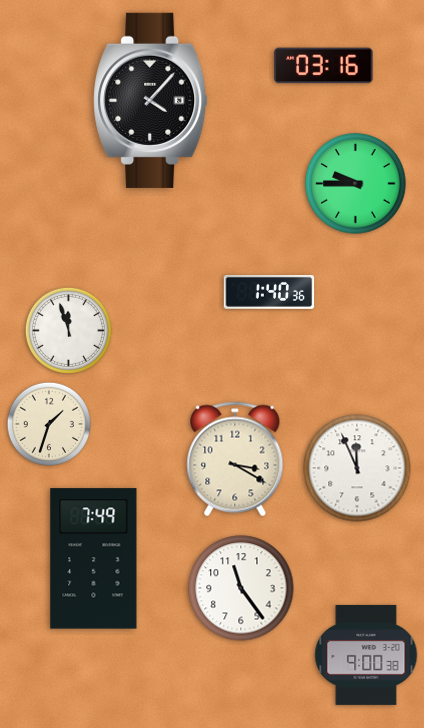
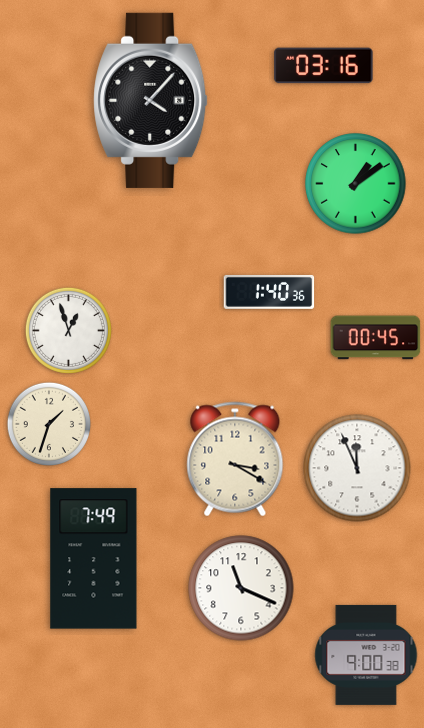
clock at (356, 184): 9:45 -> 1:09
clock at (68, 330): 11:57 -> 12:57
clock at (376, 338): none -> 00:45
clock at (241, 588): 11:24 -> 11:19
